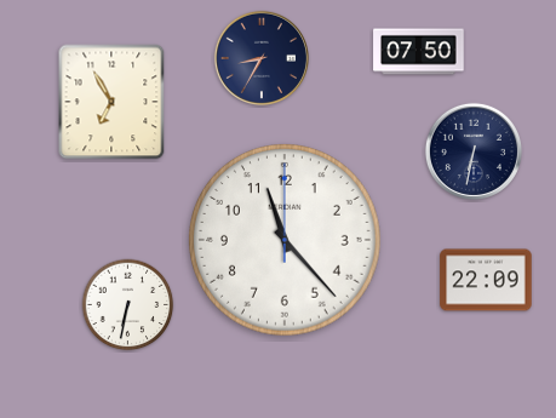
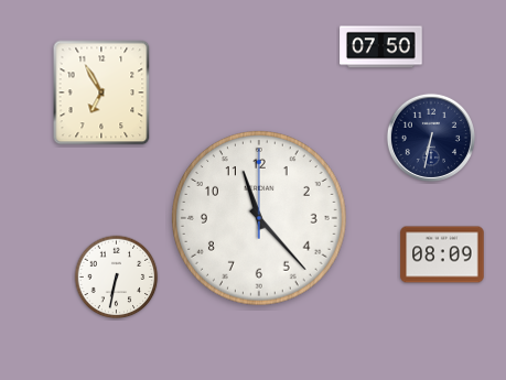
clock at (262, 58): 8:35 -> none
clock at (486, 280): 22:09 -> 08:09
